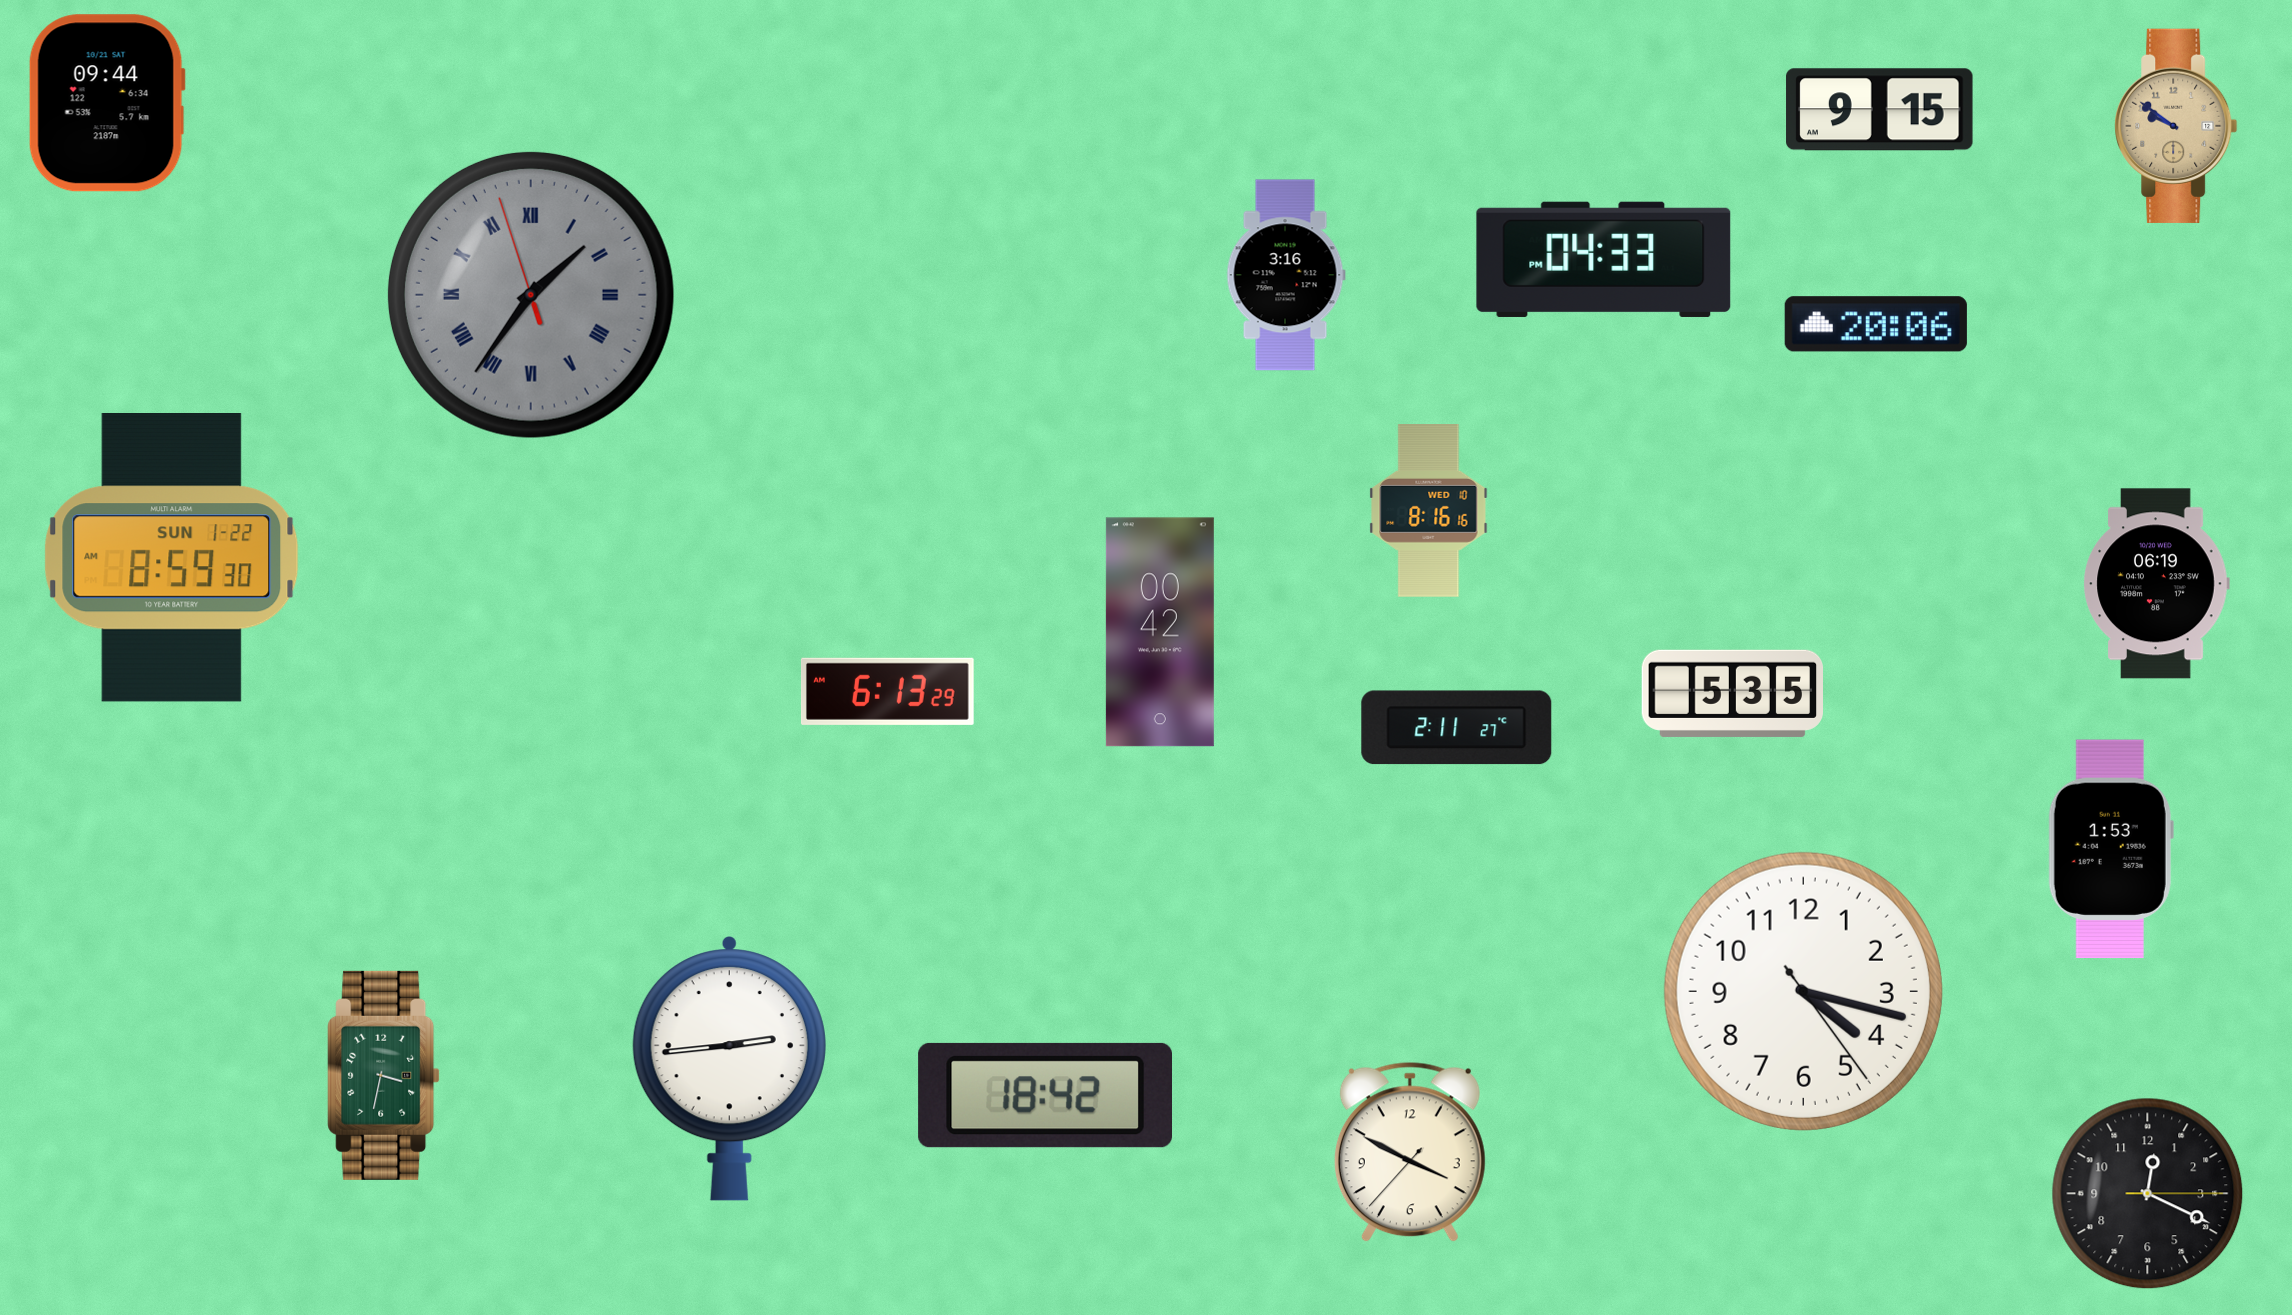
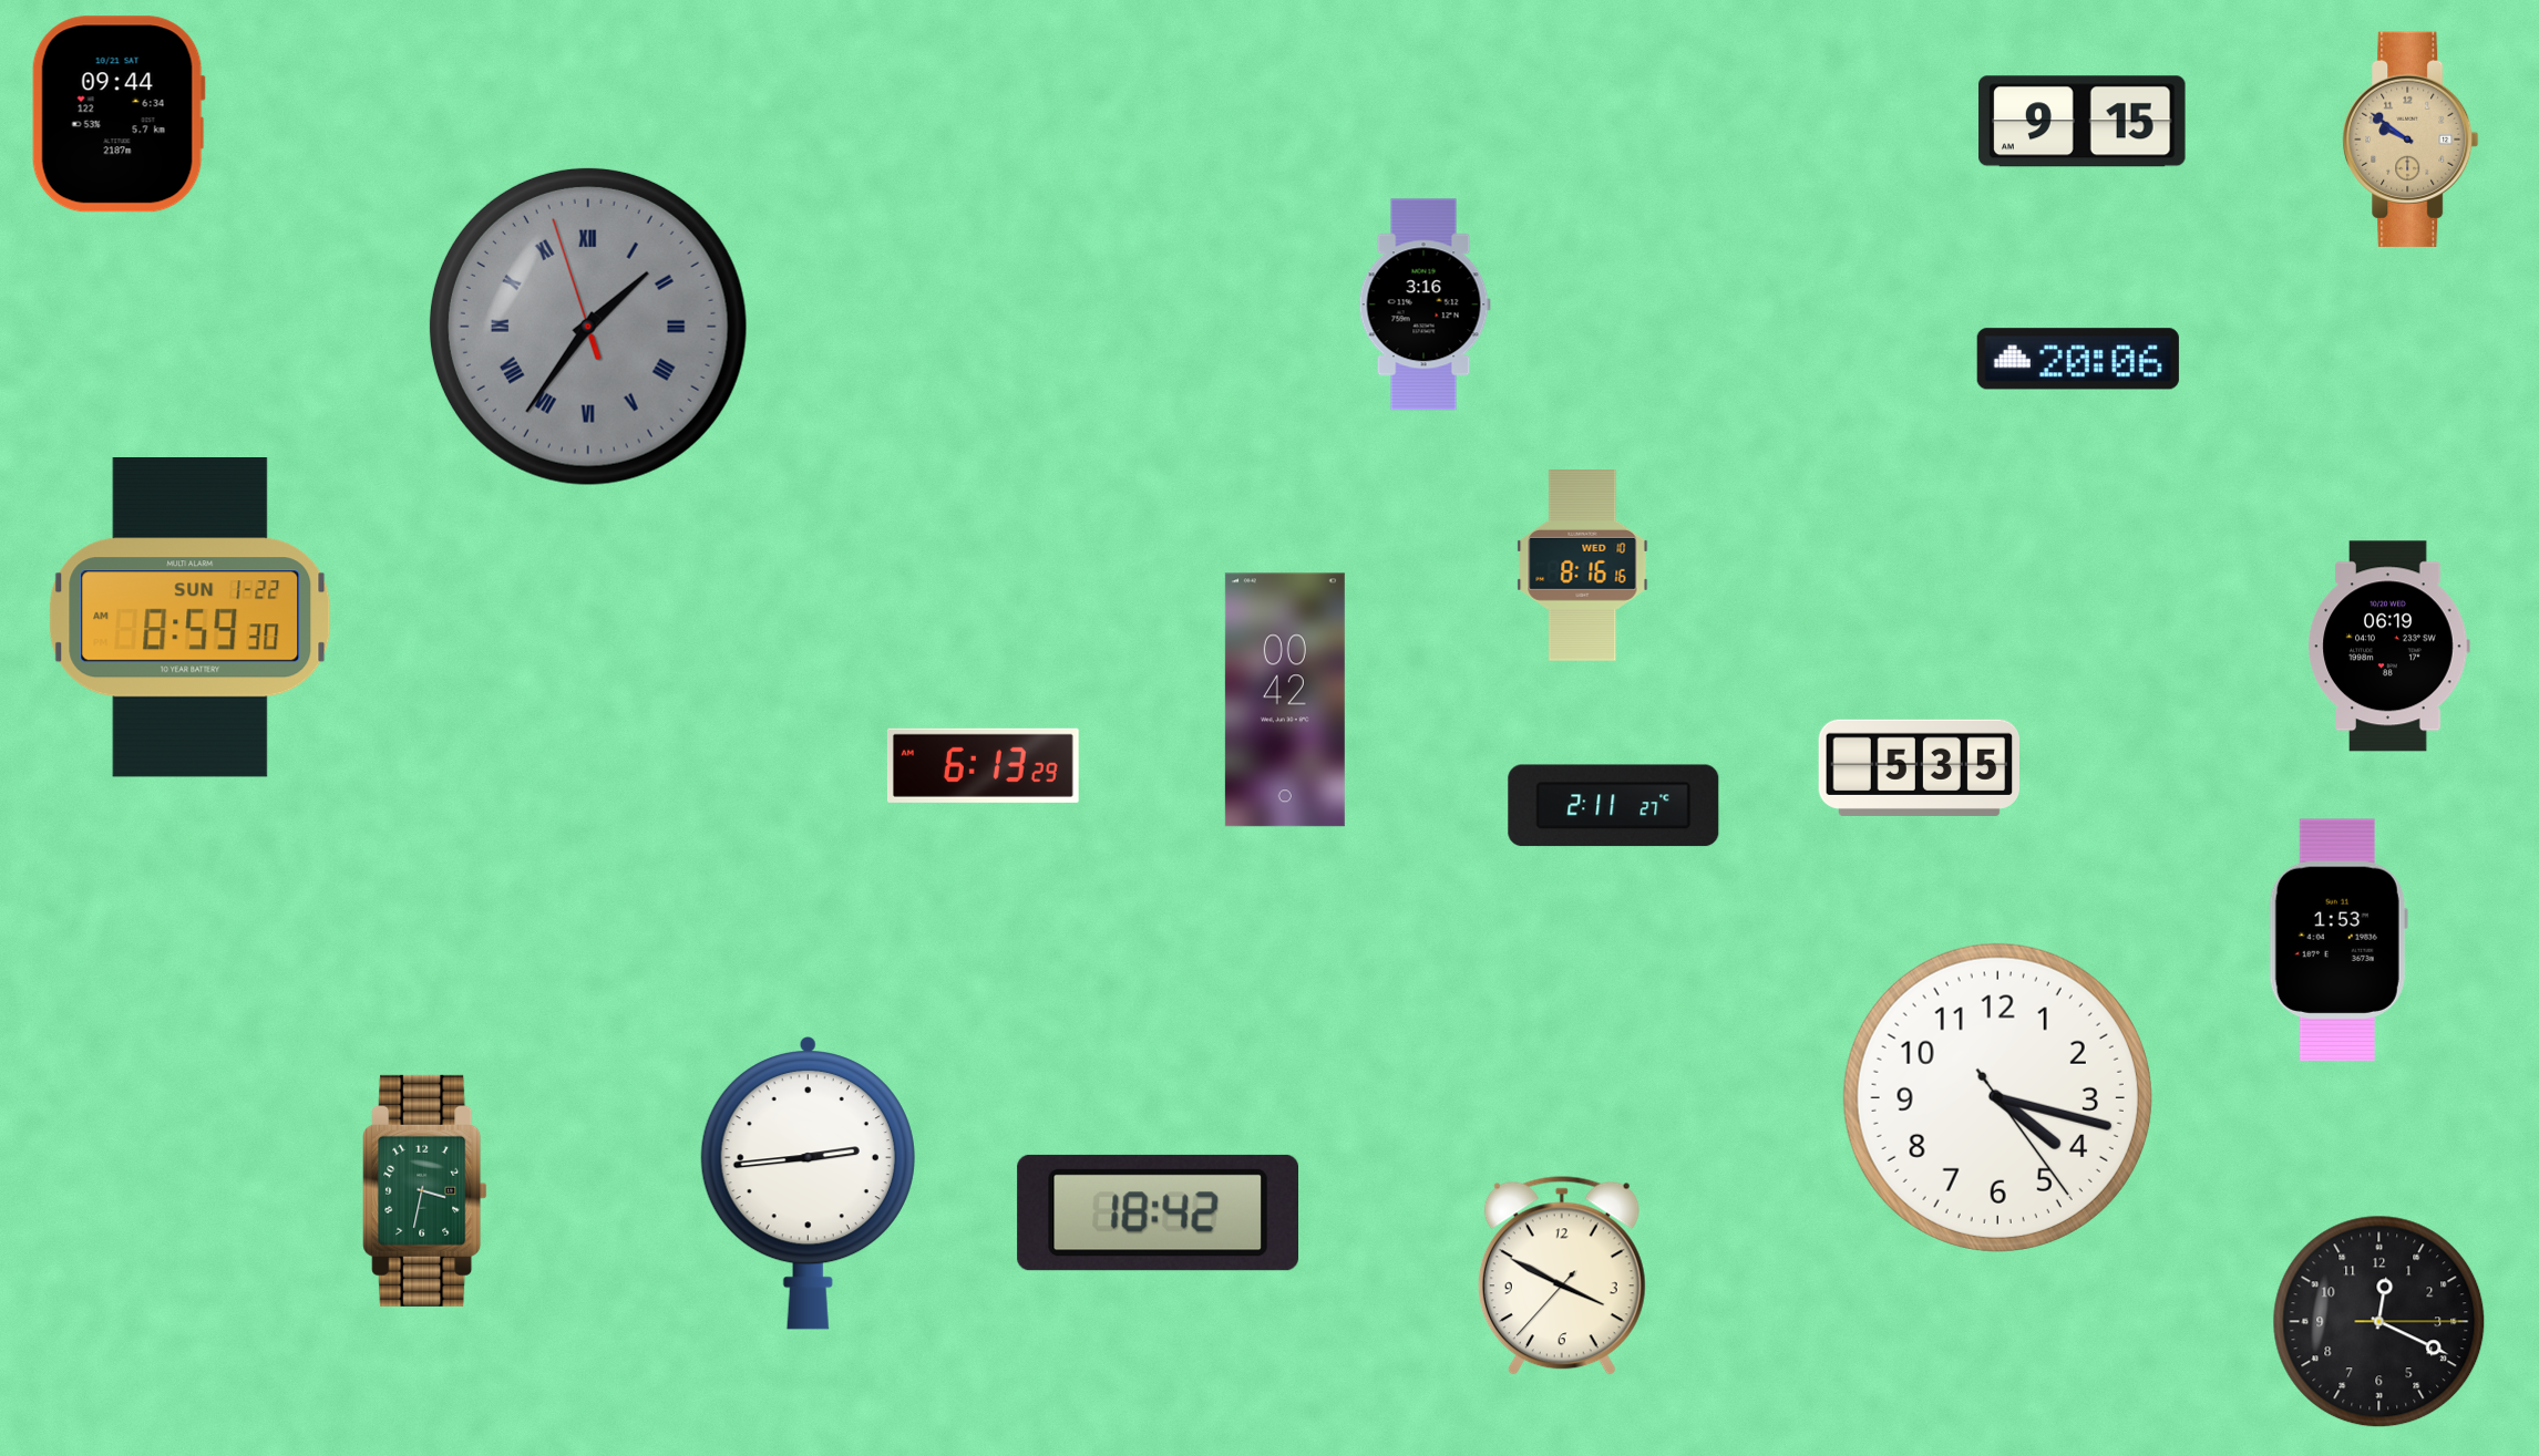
clock at (1604, 259): 04:33 -> none
